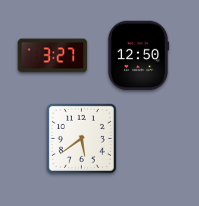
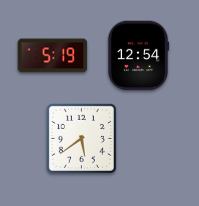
clock at (53, 56): 3:27 -> 5:19
clock at (138, 56): 12:50 -> 12:54
